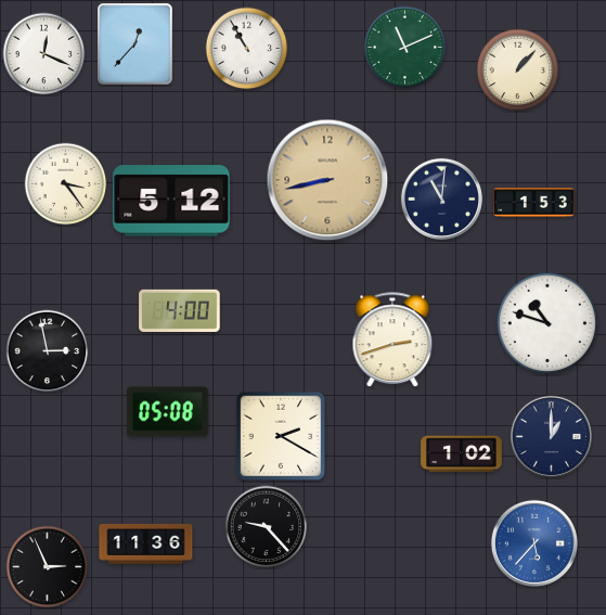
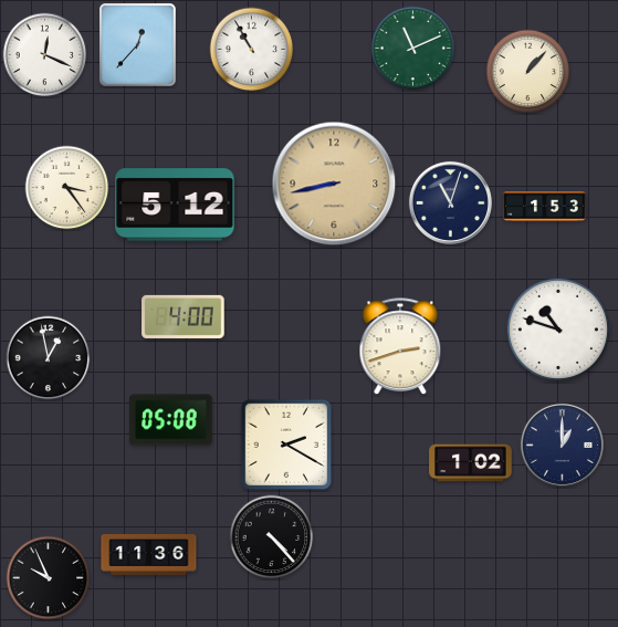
clock at (441, 198): 11:01 -> 11:03
clock at (48, 351): 2:58 -> 12:58
clock at (267, 527): 9:23 -> 4:23
clock at (534, 543): 5:37 -> none
clock at (48, 567): 2:56 -> 9:56
